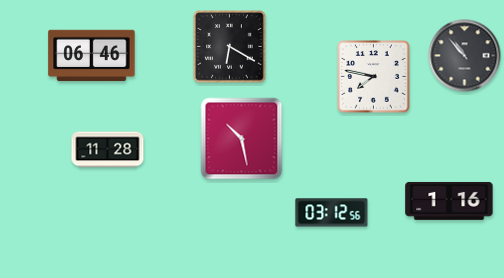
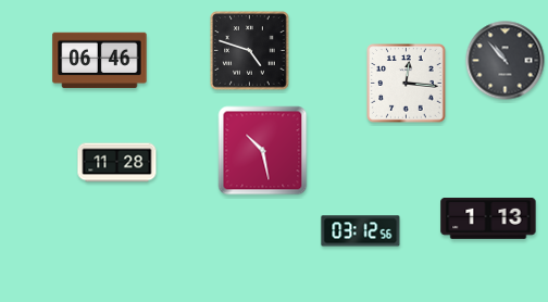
clock at (230, 47): 6:20 -> 4:48
clock at (374, 77): 7:47 -> 12:16
clock at (449, 201): 1:16 -> 1:13
